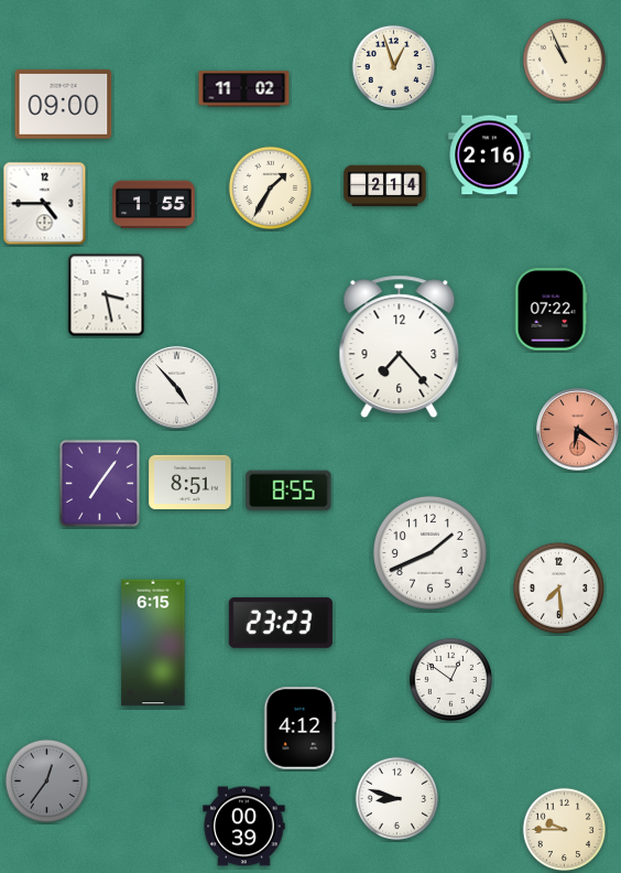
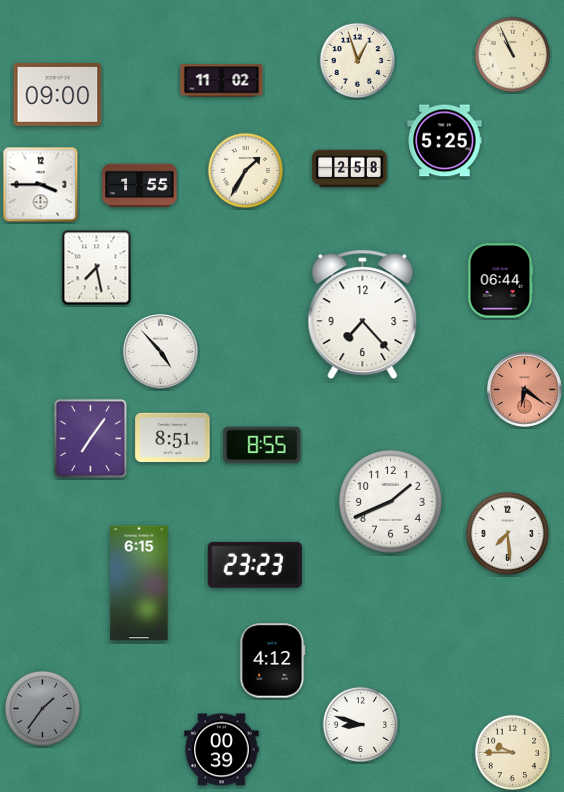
clock at (490, 155): 2:16 -> 5:25
clock at (385, 186): 2:14 -> 2:58
clock at (45, 204): 4:45 -> 3:45
clock at (107, 295): 3:28 -> 7:28
clock at (551, 310): 07:22 -> 06:44
clock at (450, 679): 12:51 -> none
clock at (46, 780): 12:36 -> 1:36
